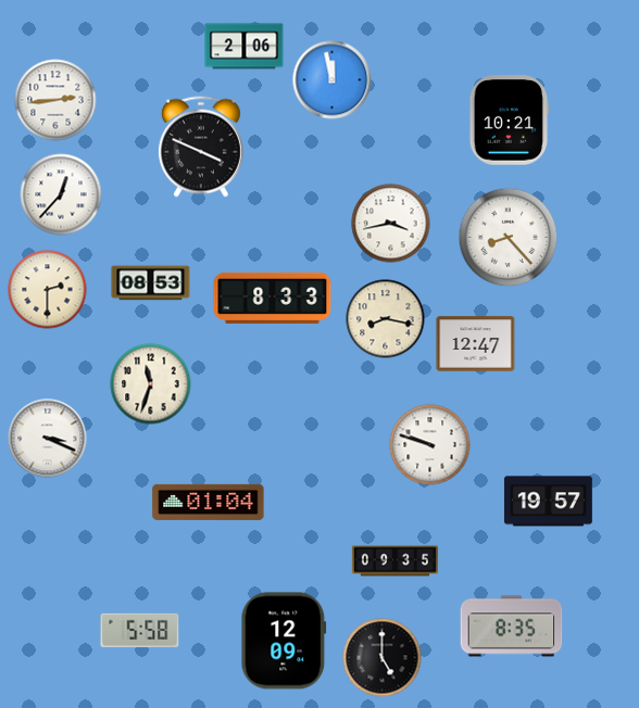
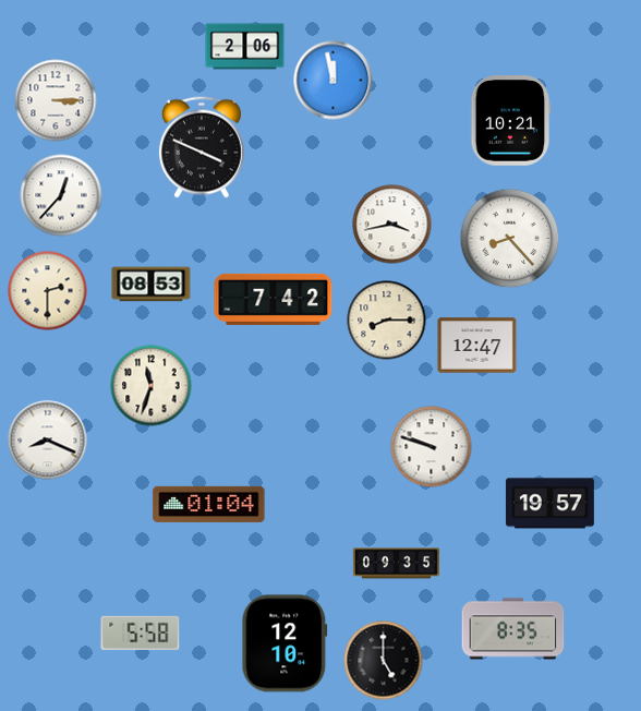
clock at (55, 100): 2:44 -> 3:15
clock at (273, 298): 8:33 -> 7:42
clock at (386, 319): 8:17 -> 8:15
clock at (48, 439): 3:19 -> 8:19
clock at (284, 641): 12:09 -> 12:10
